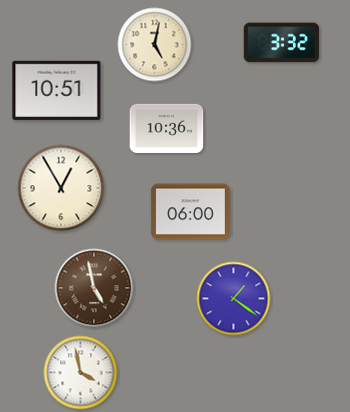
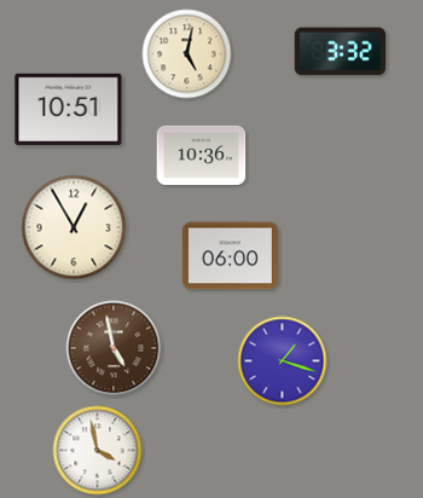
clock at (234, 299): 1:21 -> 1:18
